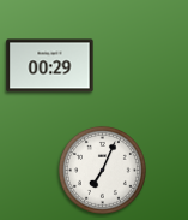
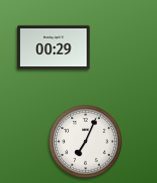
clock at (50, 66) position: (50, 66) -> (54, 48)
